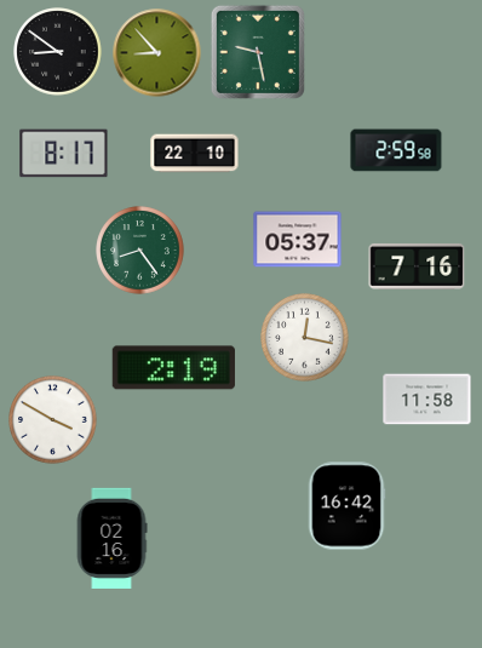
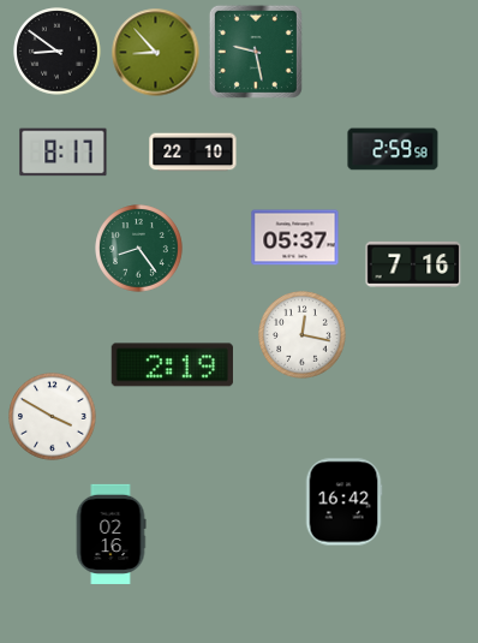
clock at (428, 400): 11:58 -> none
